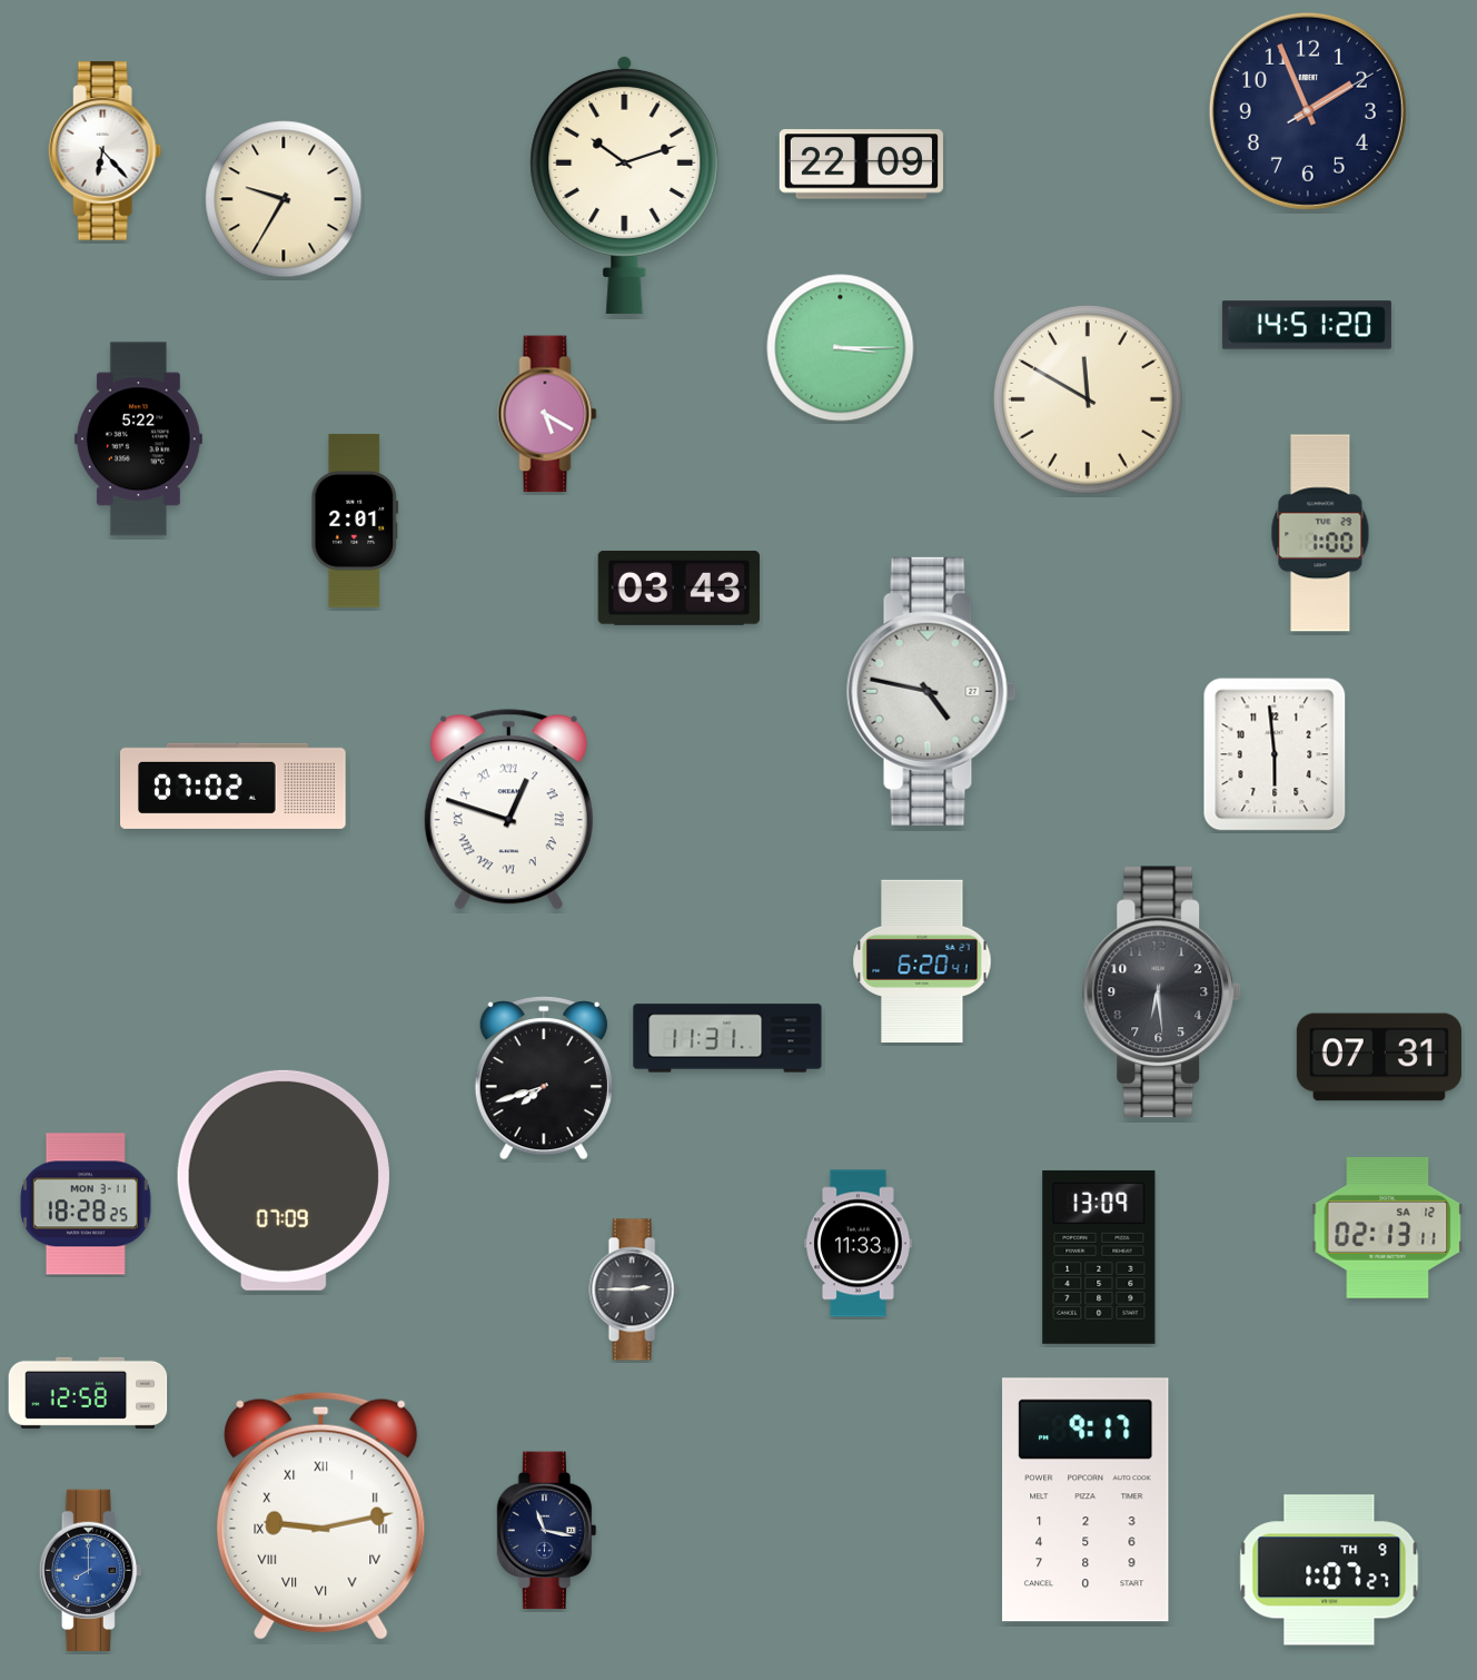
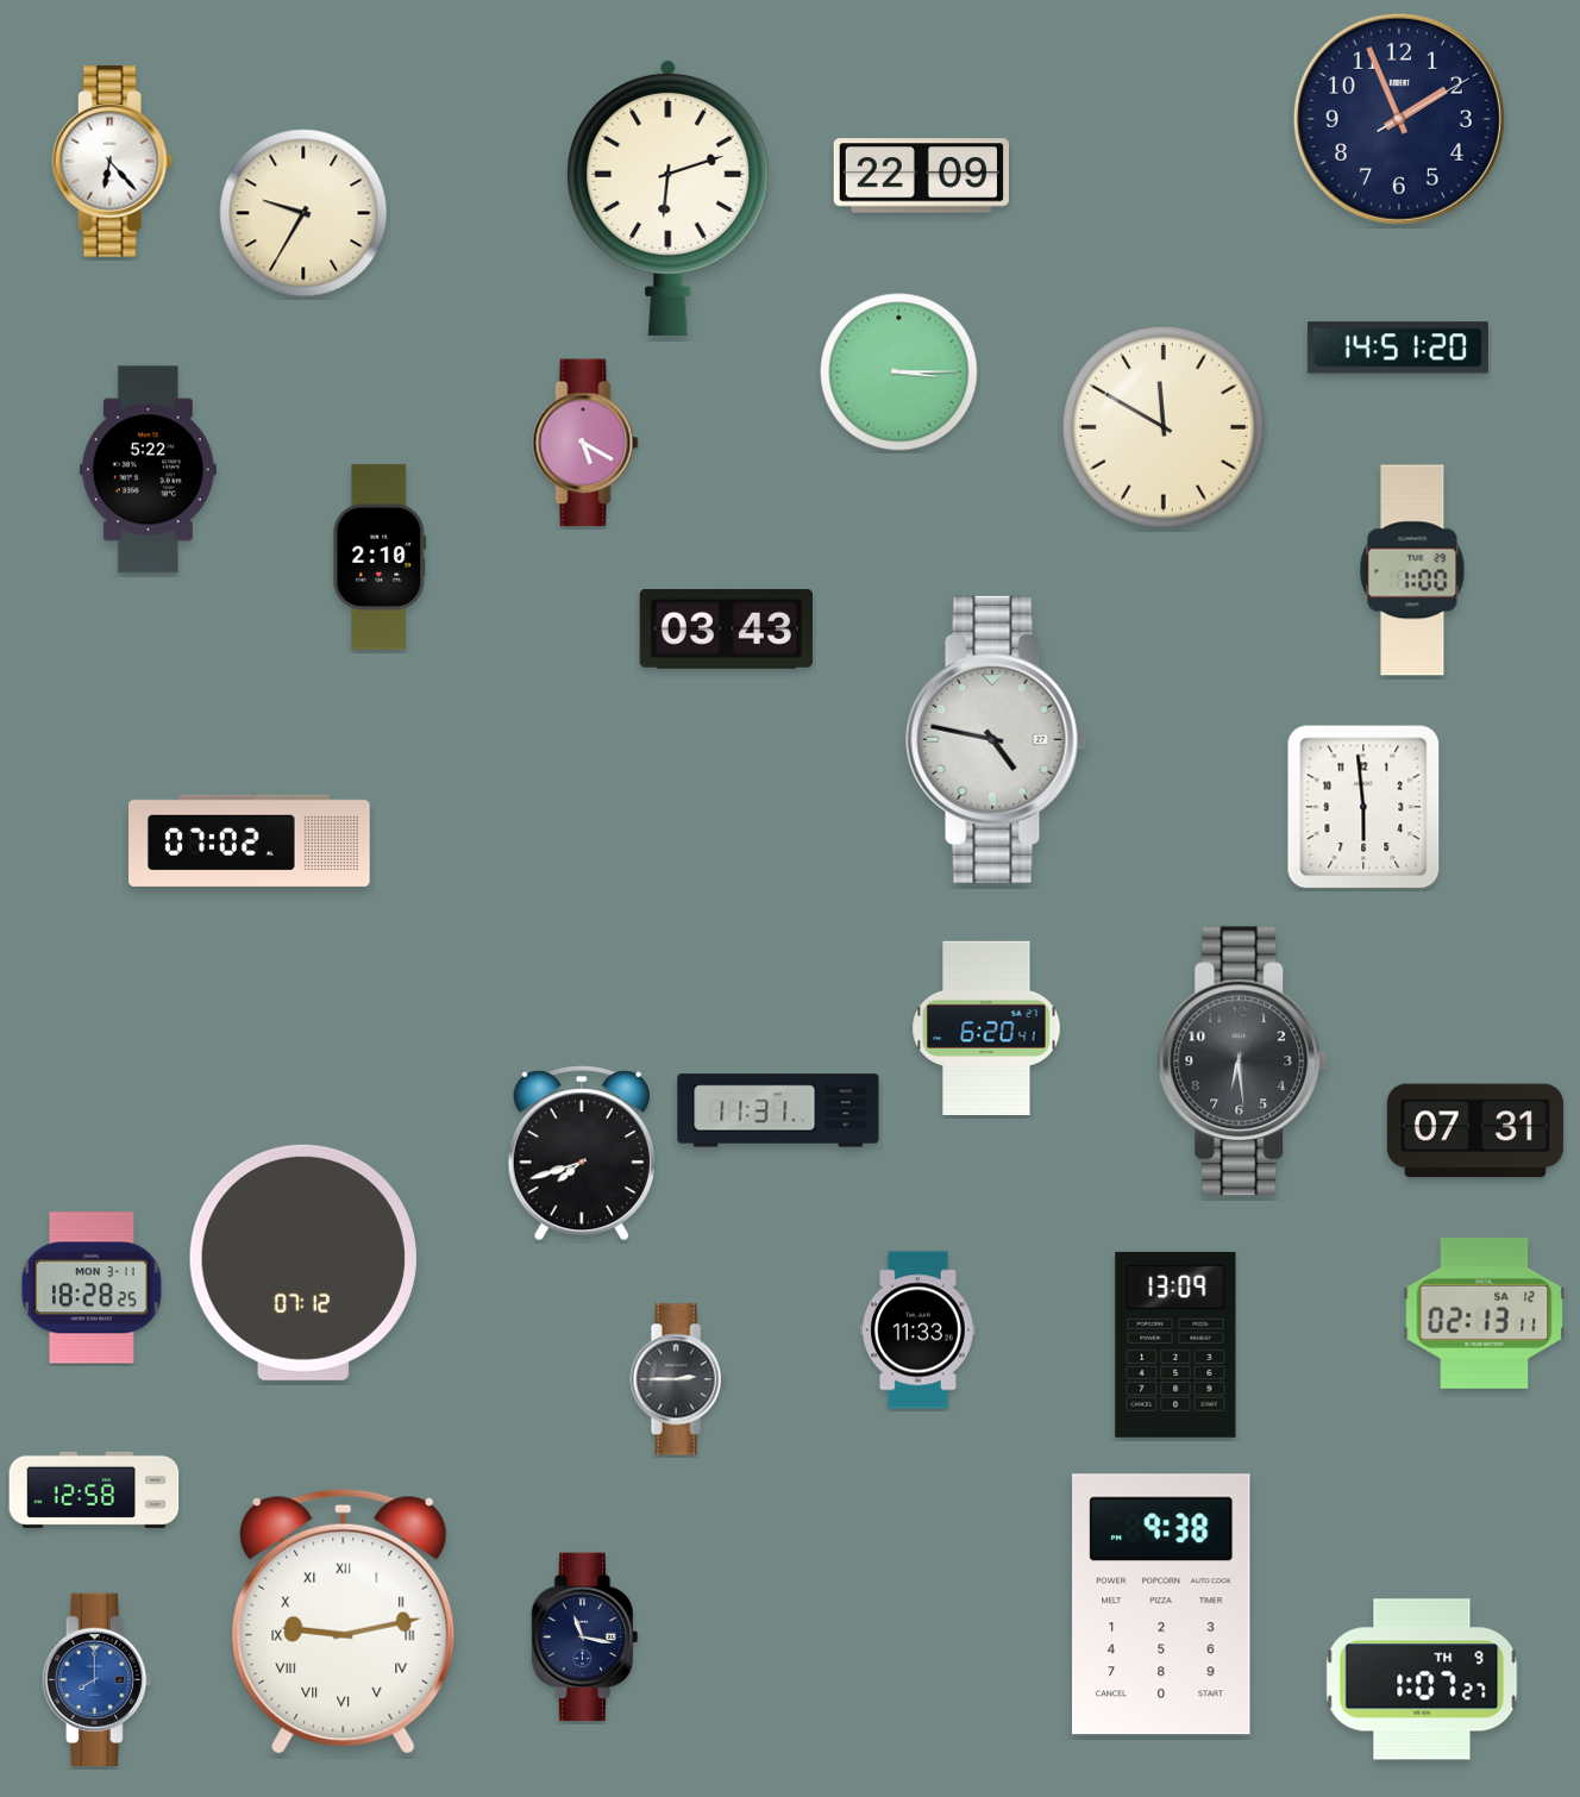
clock at (625, 185): 10:12 -> 6:12
clock at (355, 521): 2:01 -> 2:10
clock at (508, 810): 12:48 -> none
clock at (284, 1180): 07:09 -> 07:12
clock at (1086, 1500): 9:17 -> 9:38
